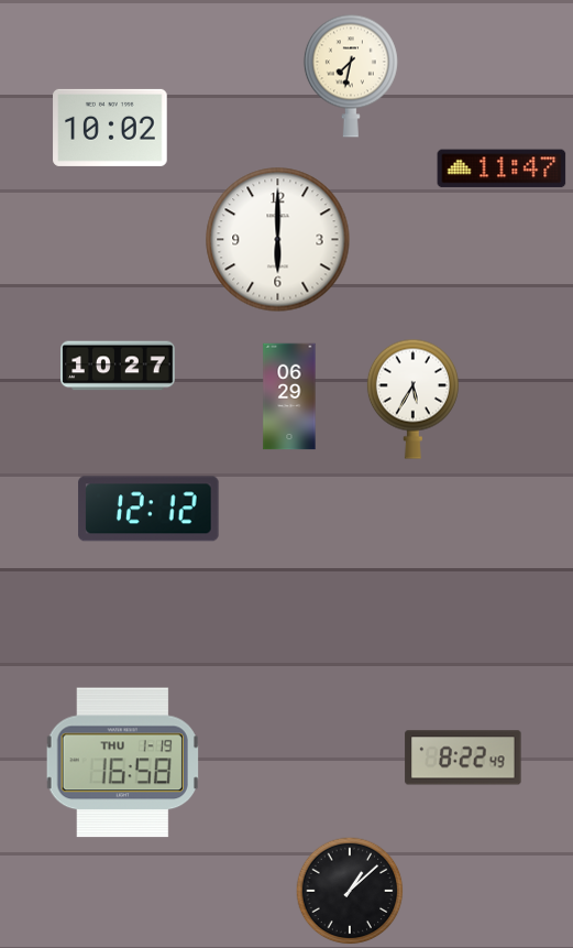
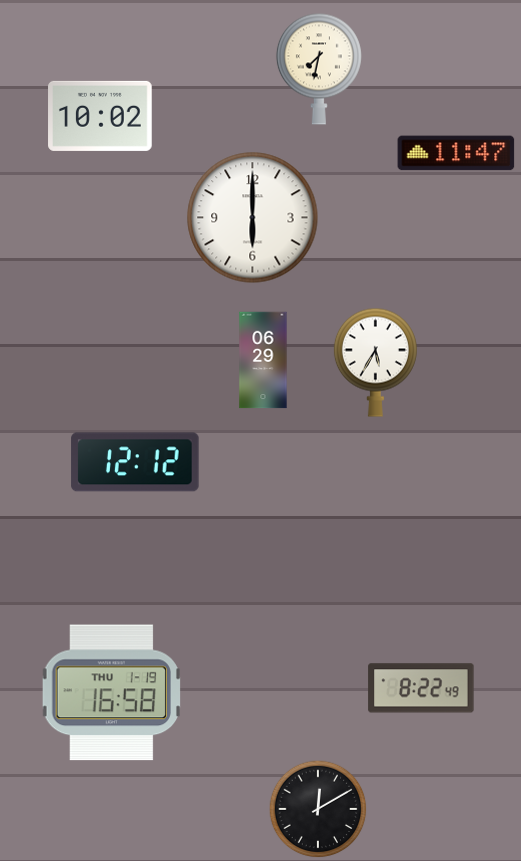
clock at (118, 366): 10:27 -> none
clock at (350, 891): 1:08 -> 12:10
